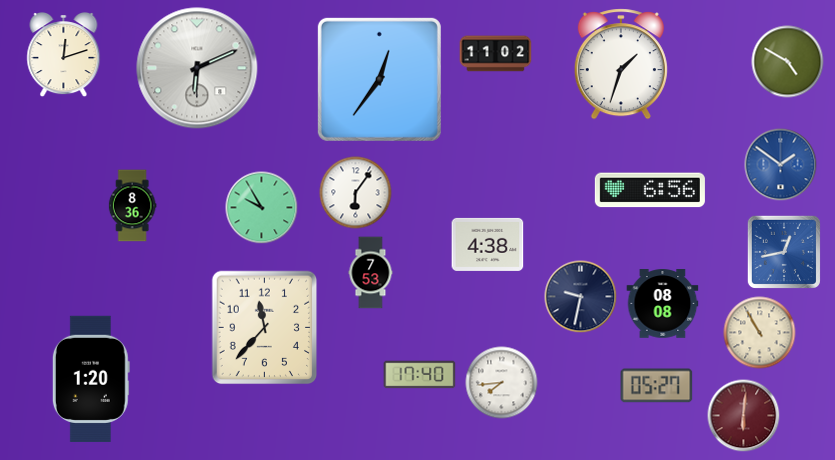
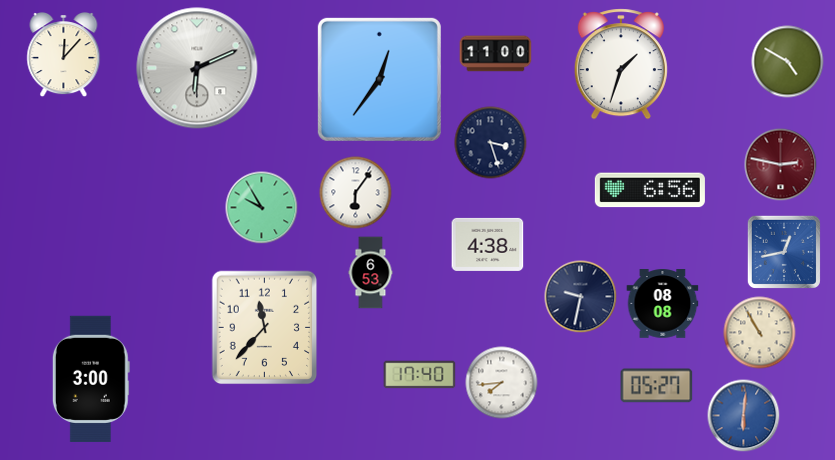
clock at (496, 54): 11:02 -> 11:00
clock at (64, 56): 12:12 -> 12:07
clock at (491, 143): none -> 3:27
clock at (781, 165): 1:51 -> 2:47
clock at (781, 165) dial: blue -> burgundy
clock at (132, 206): 8:36 -> none
clock at (371, 273): 7:53 -> 6:53
clock at (91, 379): 1:20 -> 3:00
clock at (744, 416) dial: burgundy -> blue
